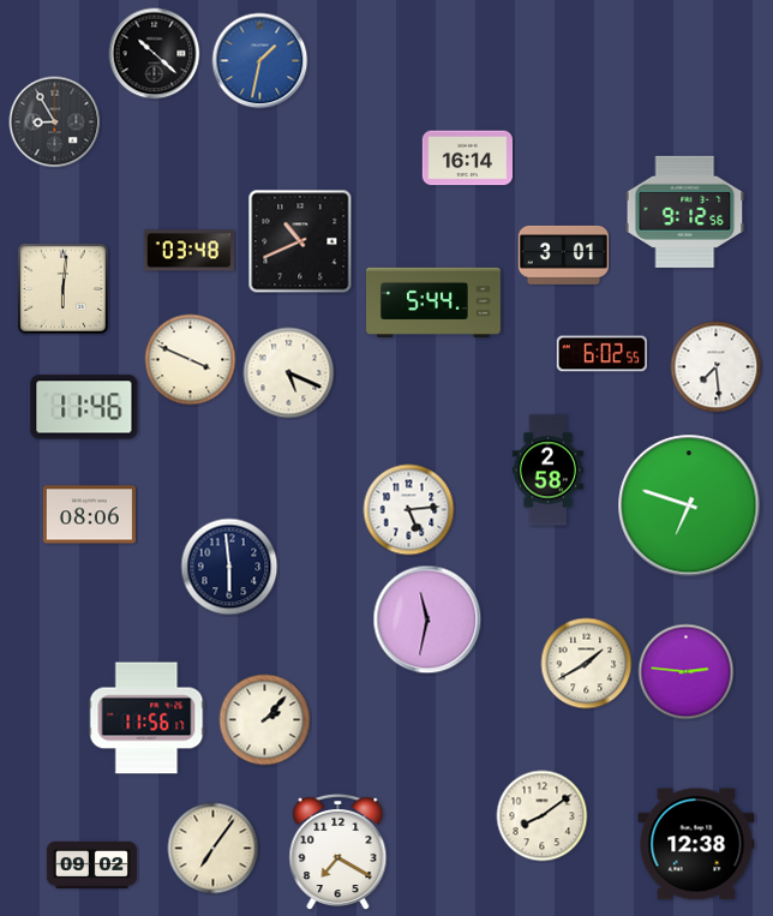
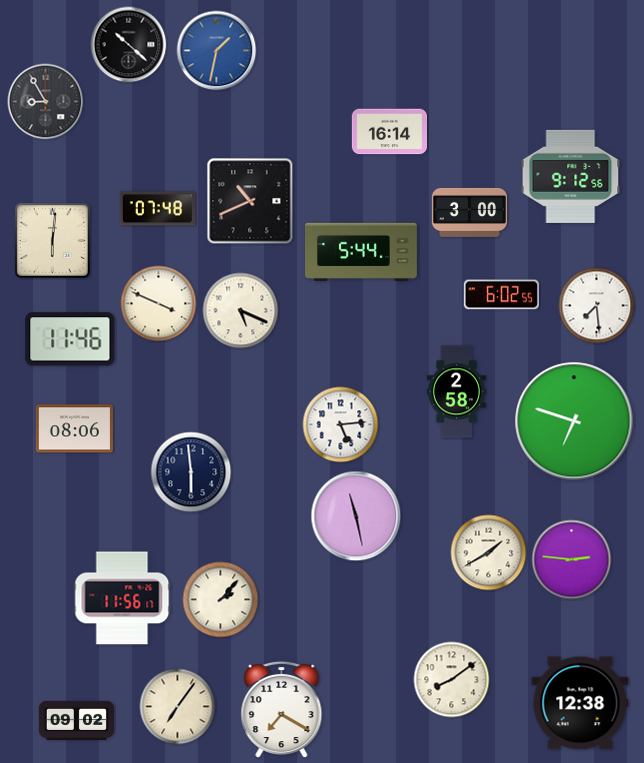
clock at (188, 251): 03:48 -> 07:48
clock at (564, 255): 3:01 -> 3:00
clock at (191, 360) position: (191, 360) -> (159, 304)
clock at (427, 619): 11:32 -> 11:28
